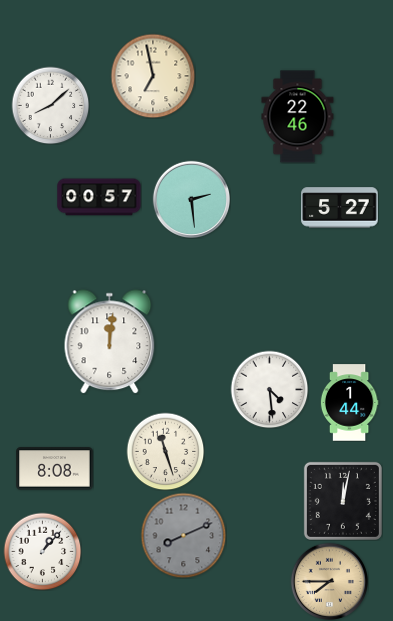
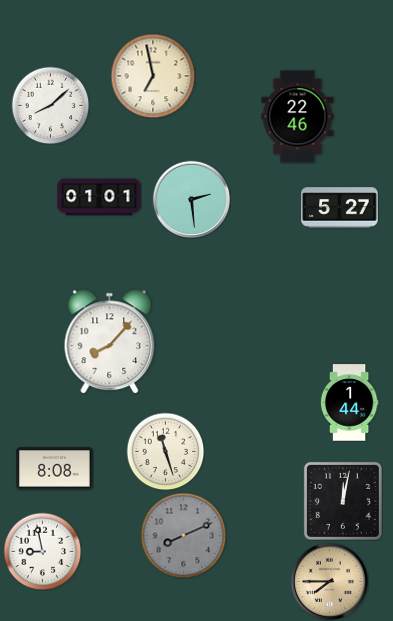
clock at (99, 197): 00:57 -> 01:01
clock at (110, 342): 12:01 -> 8:07
clock at (269, 389): 4:29 -> none
clock at (42, 551): 1:07 -> 8:58
